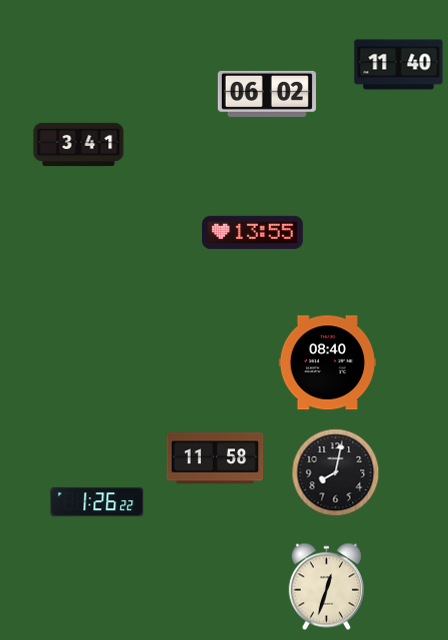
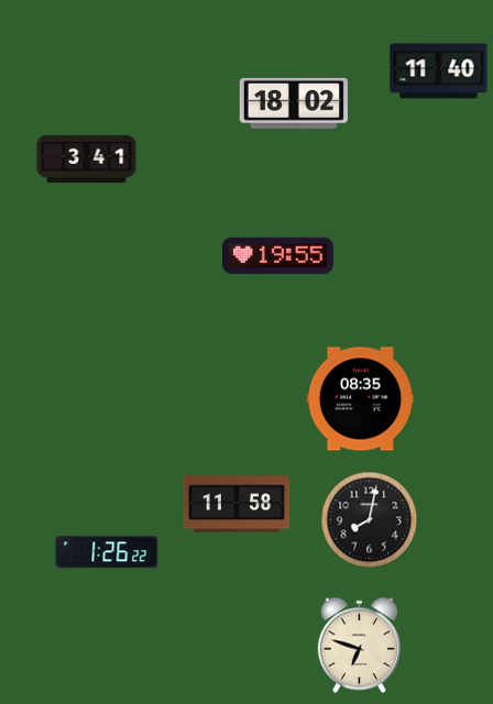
clock at (267, 94): 06:02 -> 18:02
clock at (252, 232): 13:55 -> 19:55
clock at (328, 363): 08:40 -> 08:35
clock at (326, 587): 12:33 -> 6:48
